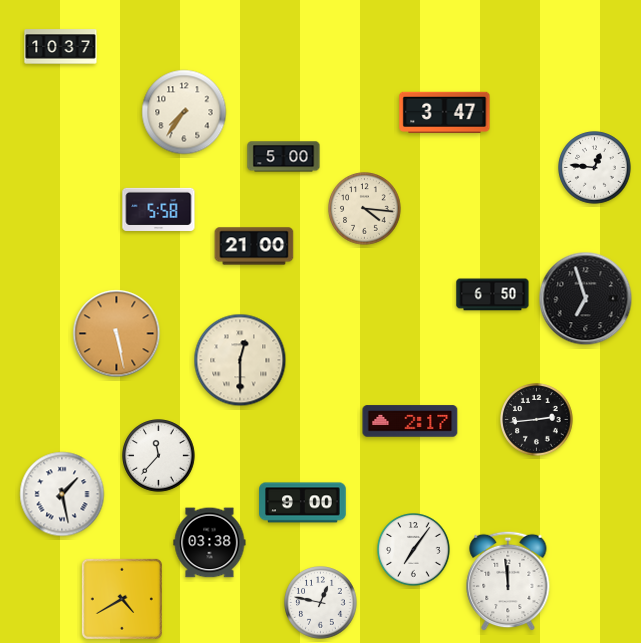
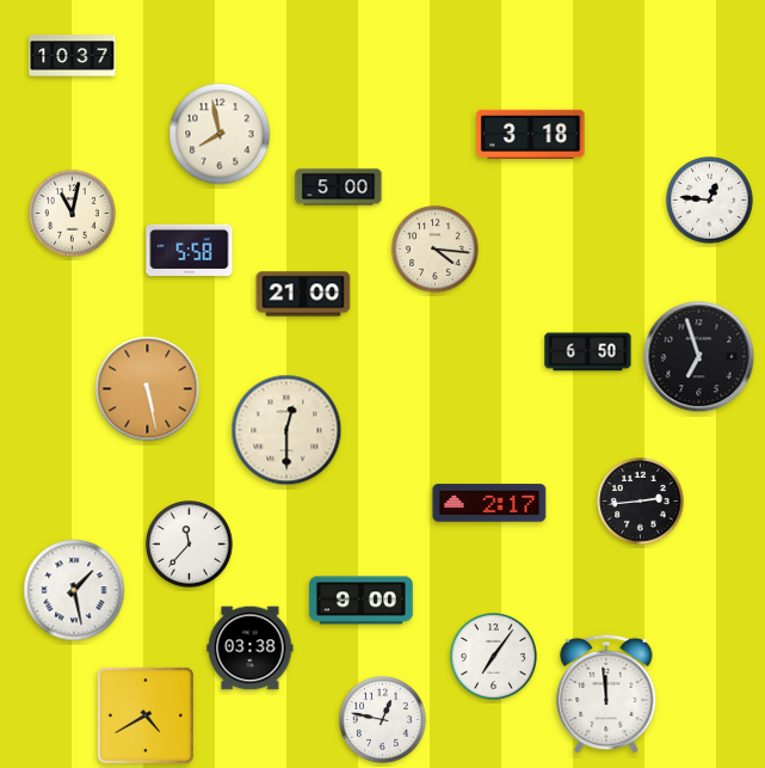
clock at (184, 112): 7:36 -> 7:58
clock at (445, 112): 3:47 -> 3:18
clock at (73, 214): none -> 11:02
clock at (117, 334) position: (117, 334) -> (148, 389)
